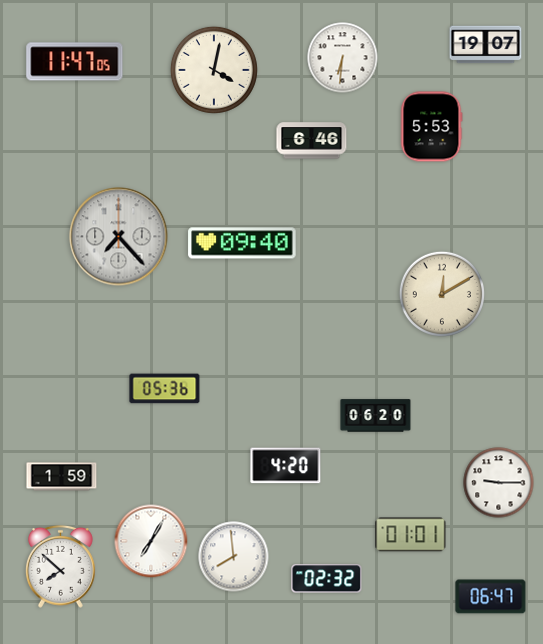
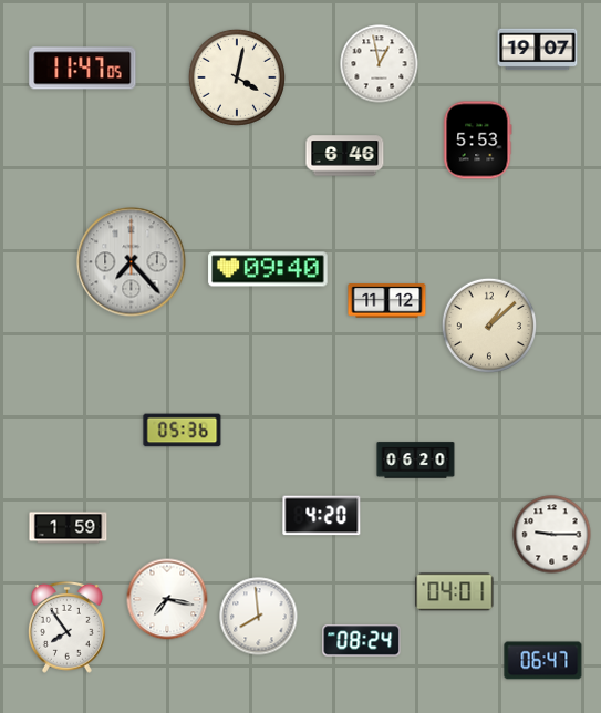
clock at (343, 58): 6:31 -> 12:58
clock at (387, 301): none -> 11:12
clock at (441, 293): 12:10 -> 1:08
clock at (286, 466) position: (286, 466) -> (322, 516)
clock at (411, 535): 01:01 -> 04:01
clock at (151, 541): 7:05 -> 7:17
clock at (60, 566): 7:52 -> 7:54
clock at (327, 579): 02:32 -> 08:24
